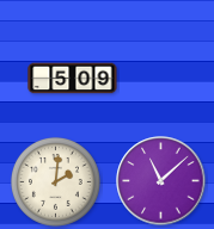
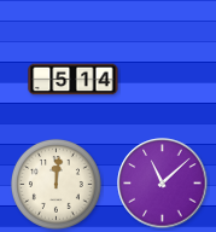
clock at (73, 79): 5:09 -> 5:14
clock at (55, 182): 2:01 -> 12:01
